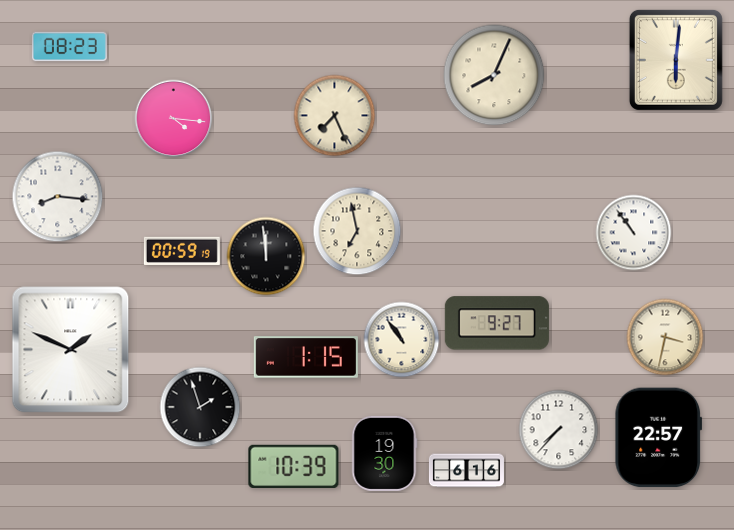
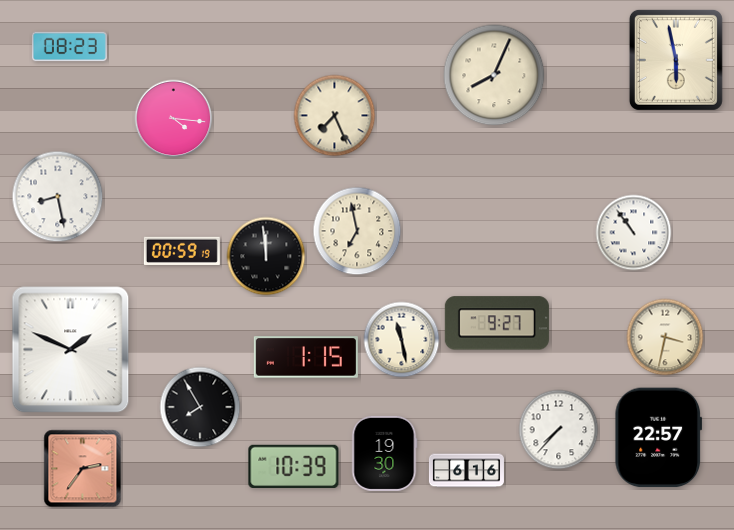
clock at (676, 60): 6:01 -> 5:58
clock at (58, 197): 8:16 -> 8:28
clock at (402, 340): 10:54 -> 11:28
clock at (200, 407): 1:57 -> 7:55
clock at (83, 469): none -> 2:36
